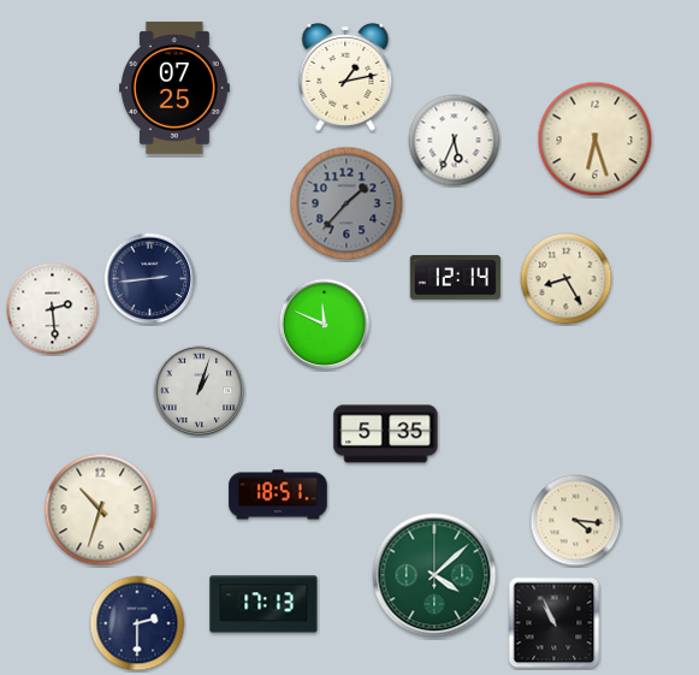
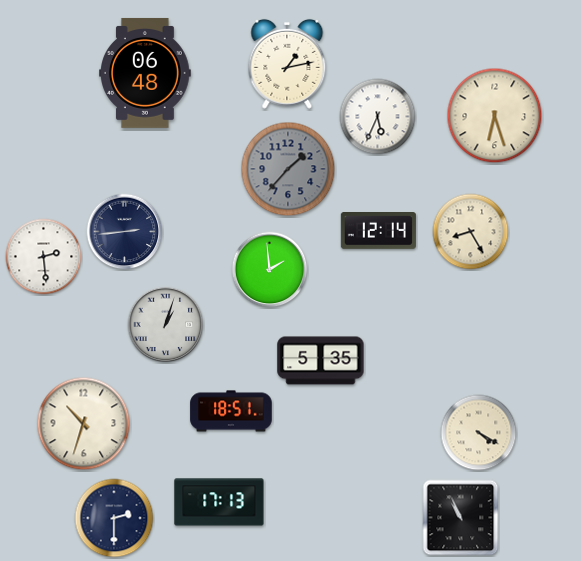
clock at (176, 88): 07:25 -> 06:48
clock at (325, 325): 11:49 -> 1:59
clock at (576, 521): 4:16 -> 4:20
clock at (434, 575): 4:08 -> none
